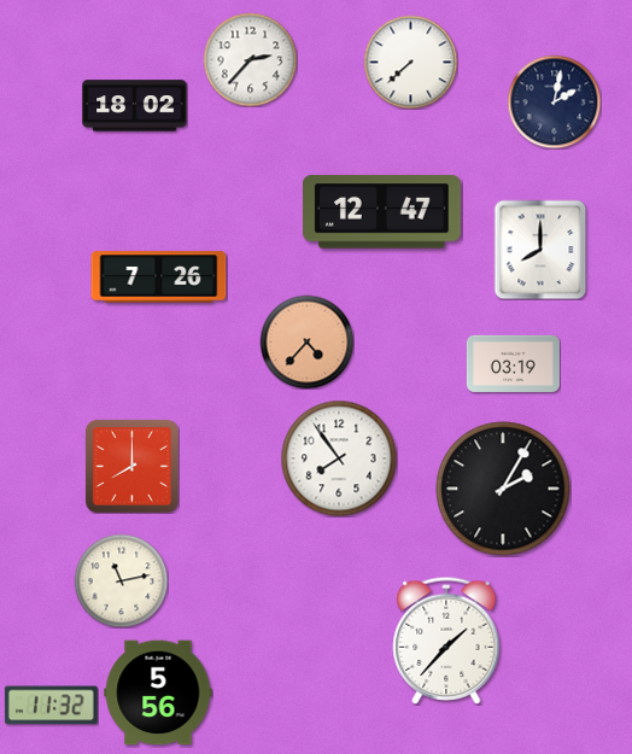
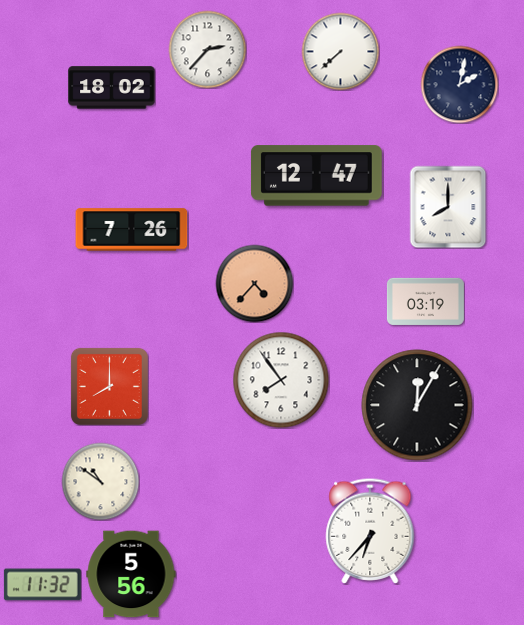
clock at (503, 489): 2:05 -> 12:05
clock at (121, 580): 11:13 -> 10:51
clock at (446, 641): 1:37 -> 6:37
